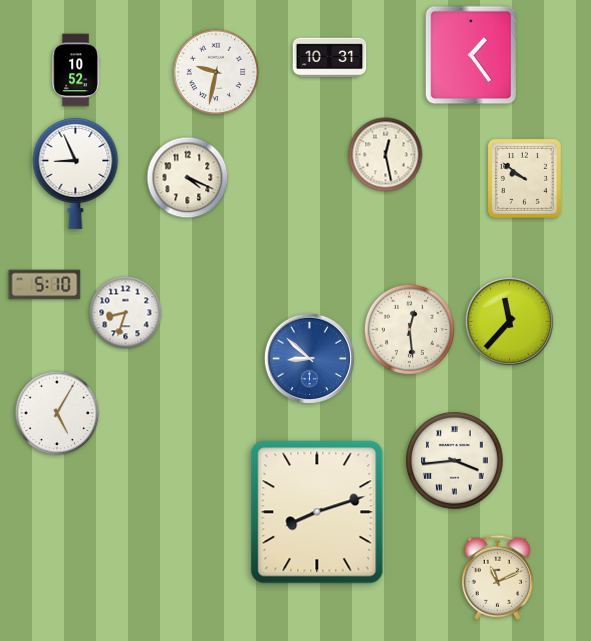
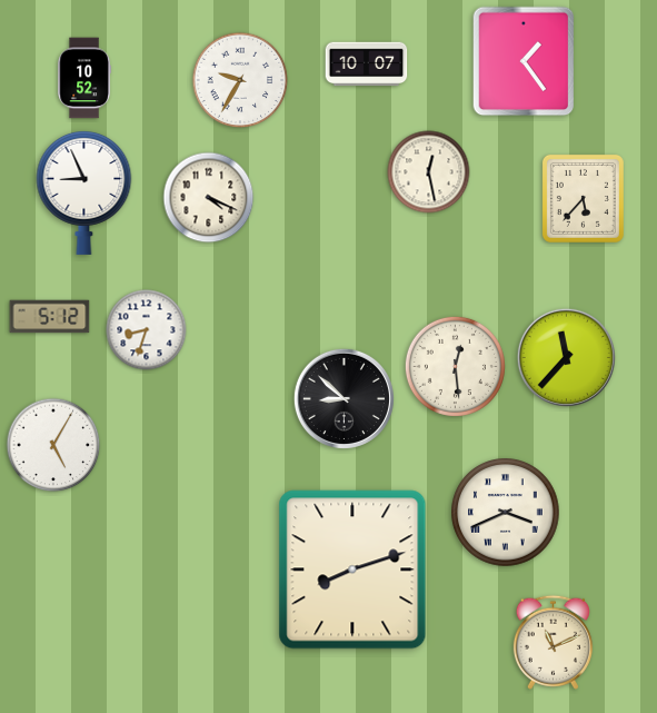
clock at (330, 58): 10:31 -> 10:07
clock at (216, 72): 9:32 -> 9:35
clock at (524, 178): 9:51 -> 5:37
clock at (45, 285): 5:10 -> 5:12
clock at (126, 313) position: (126, 313) -> (147, 330)
clock at (309, 358) dial: blue -> black
clock at (57, 413) position: (57, 413) -> (53, 445)
clock at (455, 461): 3:44 -> 3:41
